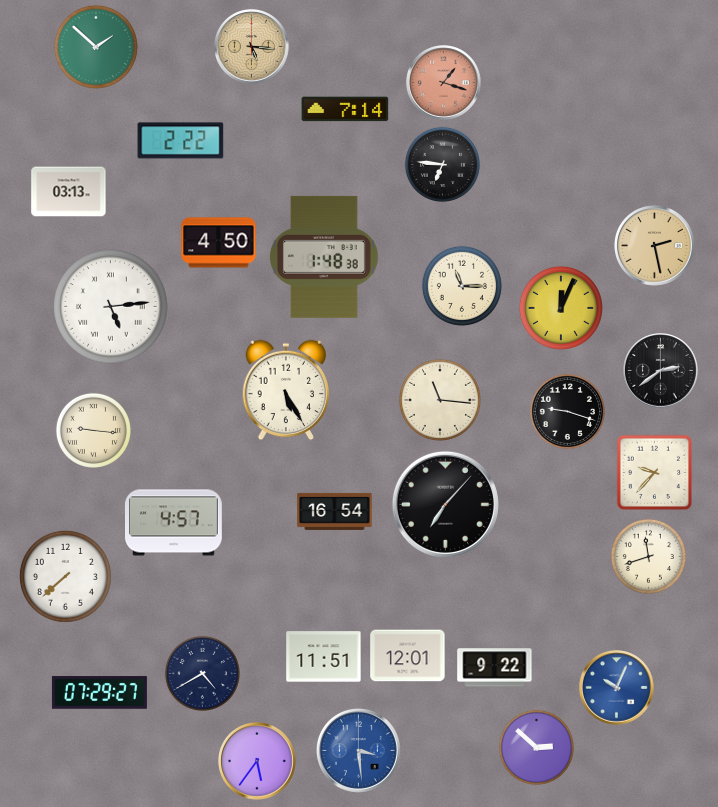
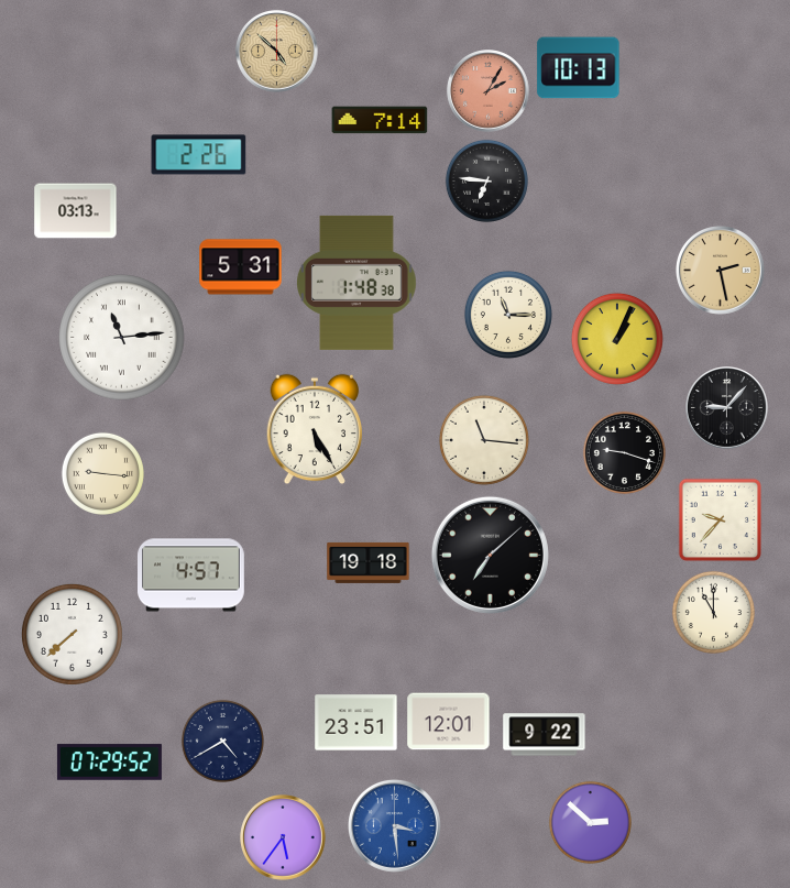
clock at (96, 47): 1:52 -> none
clock at (252, 47): 5:16 -> 4:52
clock at (579, 68): none -> 10:13
clock at (444, 83): 1:18 -> 2:05
clock at (181, 141): 2:22 -> 2:26
clock at (219, 243): 4:50 -> 5:31
clock at (111, 307): 5:14 -> 11:14
clock at (561, 308): 12:04 -> 1:04
clock at (661, 371): 2:39 -> 9:07
clock at (445, 504): 7:07 -> 7:08
clock at (335, 511): 16:54 -> 19:18
clock at (648, 556): 11:42 -> 11:00
clock at (324, 657): 11:51 -> 23:51
clock at (617, 688): 10:04 -> none
clock at (99, 693): 07:29:27 -> 07:29:52
